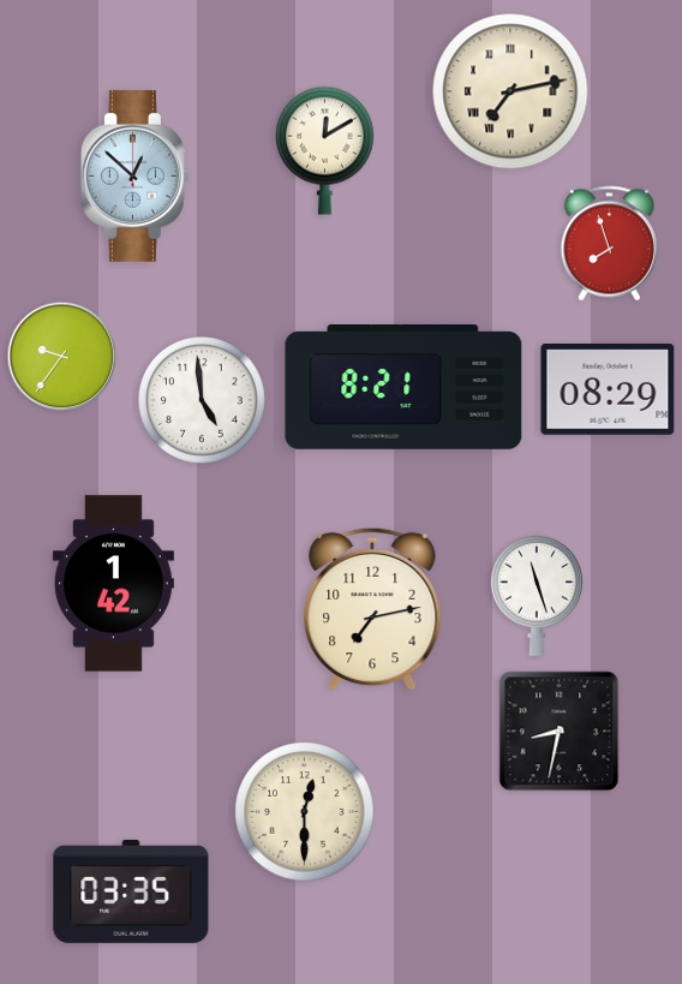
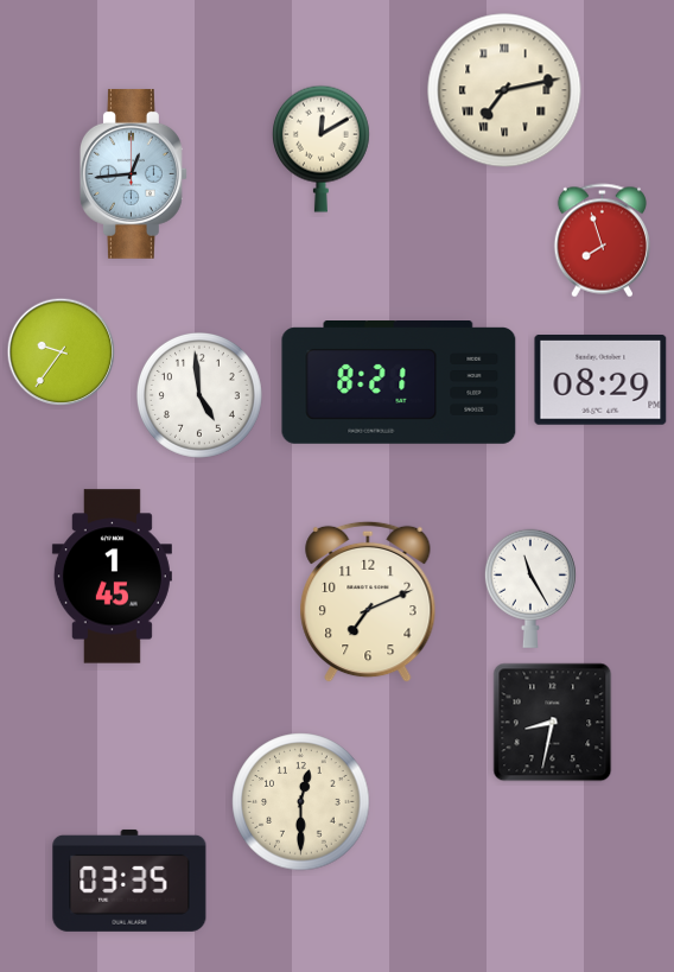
clock at (134, 175): 12:52 -> 12:44
clock at (608, 389) position: (608, 389) -> (600, 380)
clock at (113, 584): 1:42 -> 1:45
clock at (537, 596): 11:27 -> 11:25
clock at (372, 609): 7:13 -> 7:11
